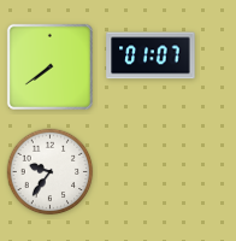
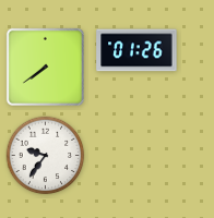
clock at (151, 55): 01:07 -> 01:26
clock at (49, 66) position: (49, 66) -> (45, 66)
